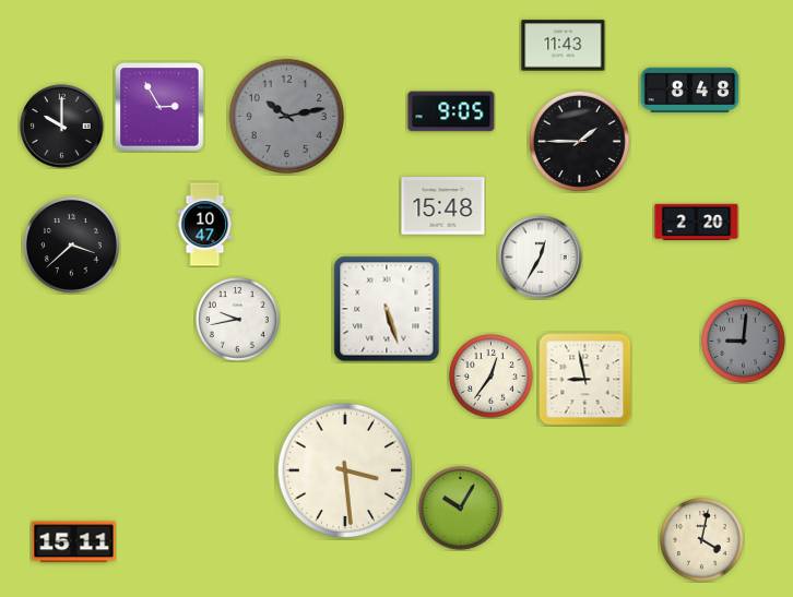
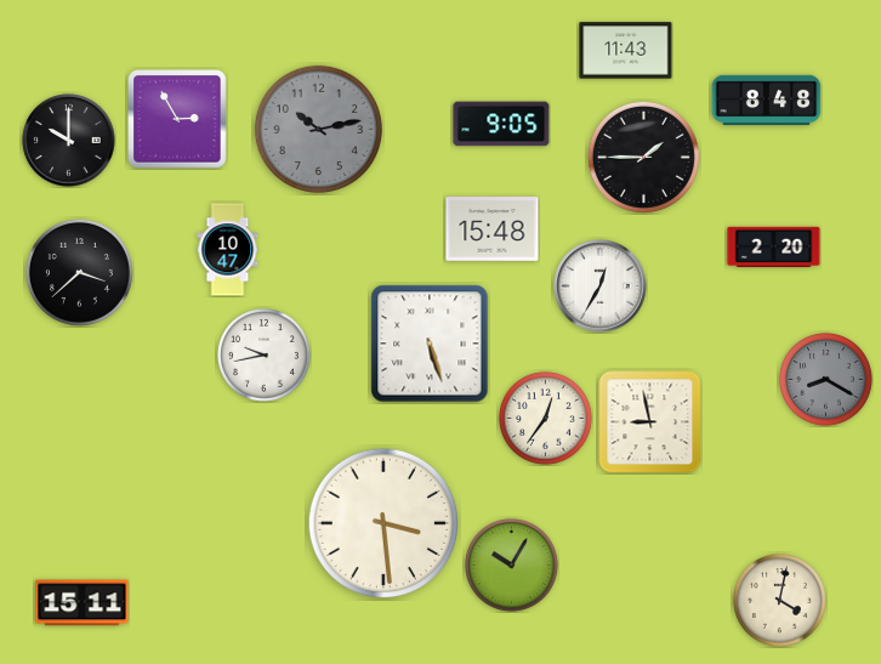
clock at (744, 342): 9:01 -> 8:20
